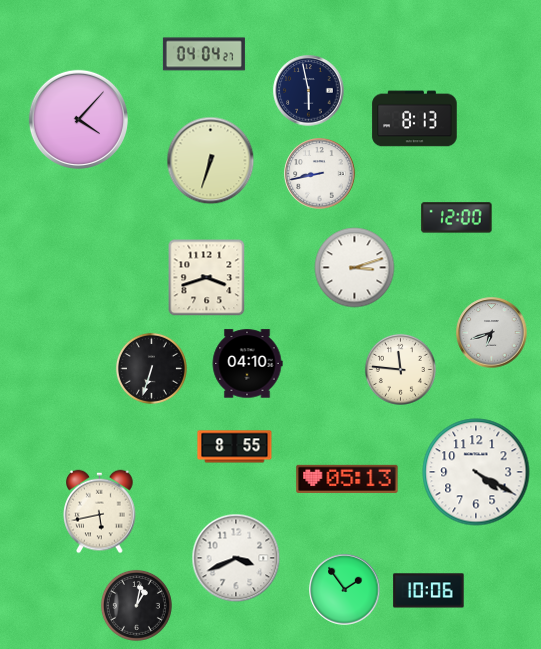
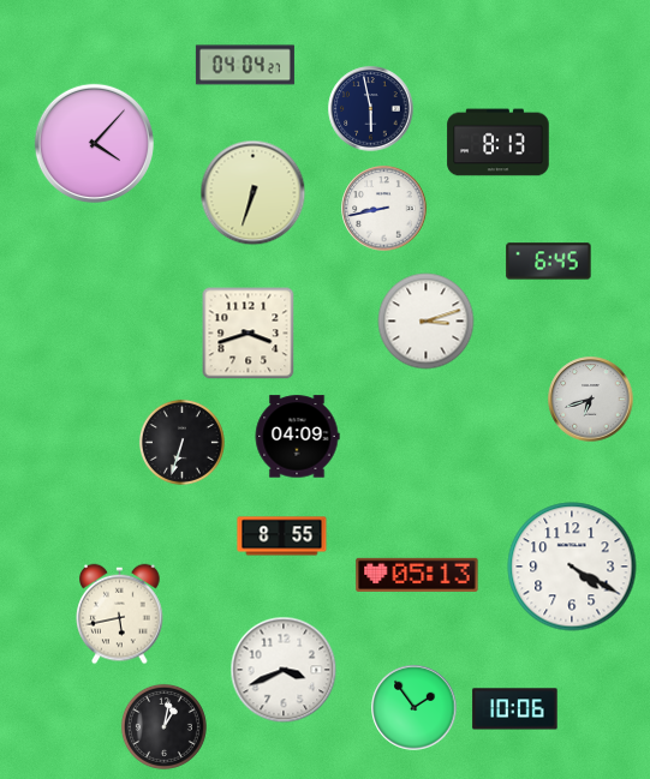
clock at (457, 218): 12:00 -> 6:45
clock at (247, 364): 04:10 -> 04:09
clock at (400, 369): 11:46 -> none
